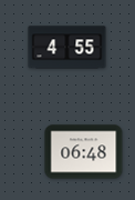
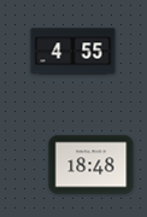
clock at (84, 152): 06:48 -> 18:48
